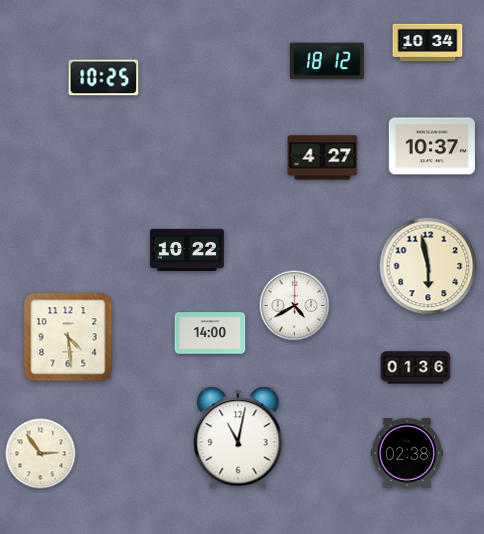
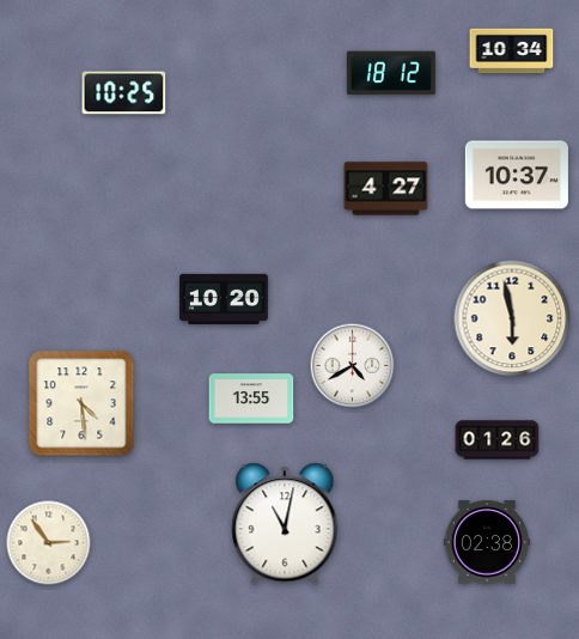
clock at (187, 249): 10:22 -> 10:20
clock at (210, 333): 14:00 -> 13:55
clock at (416, 368): 01:36 -> 01:26
